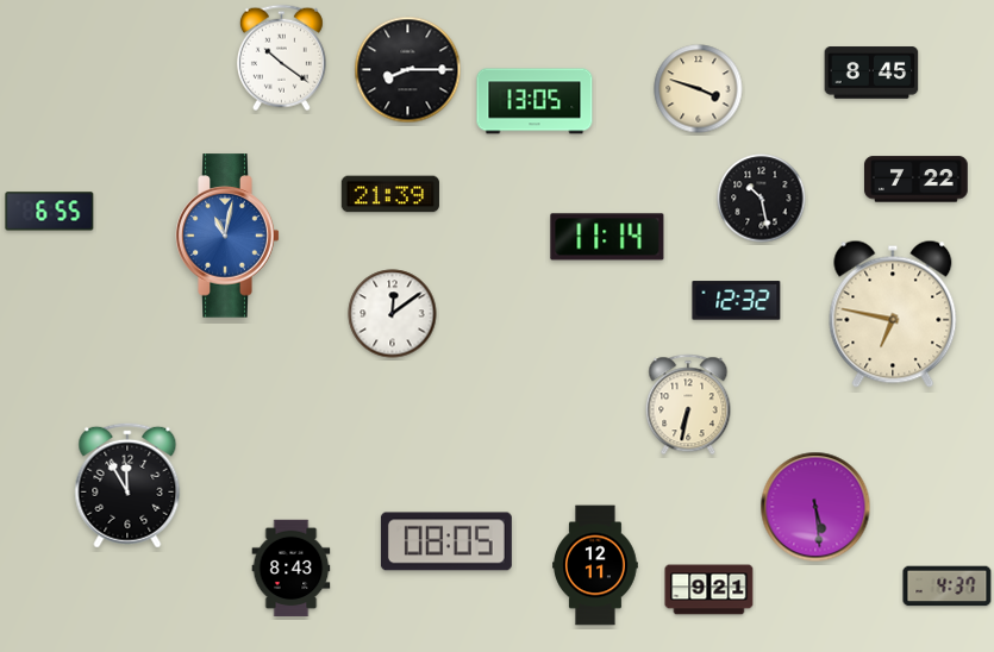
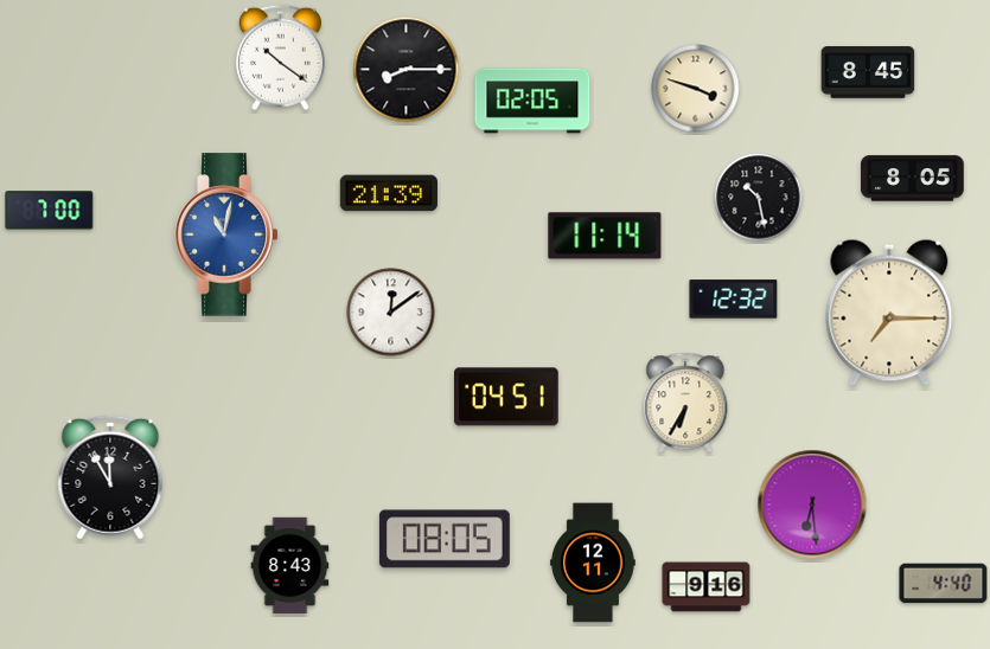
clock at (534, 101): 13:05 -> 02:05
clock at (917, 180): 7:22 -> 8:05
clock at (50, 212): 6:55 -> 7:00
clock at (893, 314): 6:47 -> 7:15
clock at (507, 397): none -> 04:51
clock at (688, 405): 6:32 -> 6:35
clock at (127, 485) position: (127, 485) -> (110, 477)
clock at (815, 507): 5:29 -> 6:29
clock at (948, 587): 4:37 -> 4:40
clock at (709, 590): 9:21 -> 9:16
